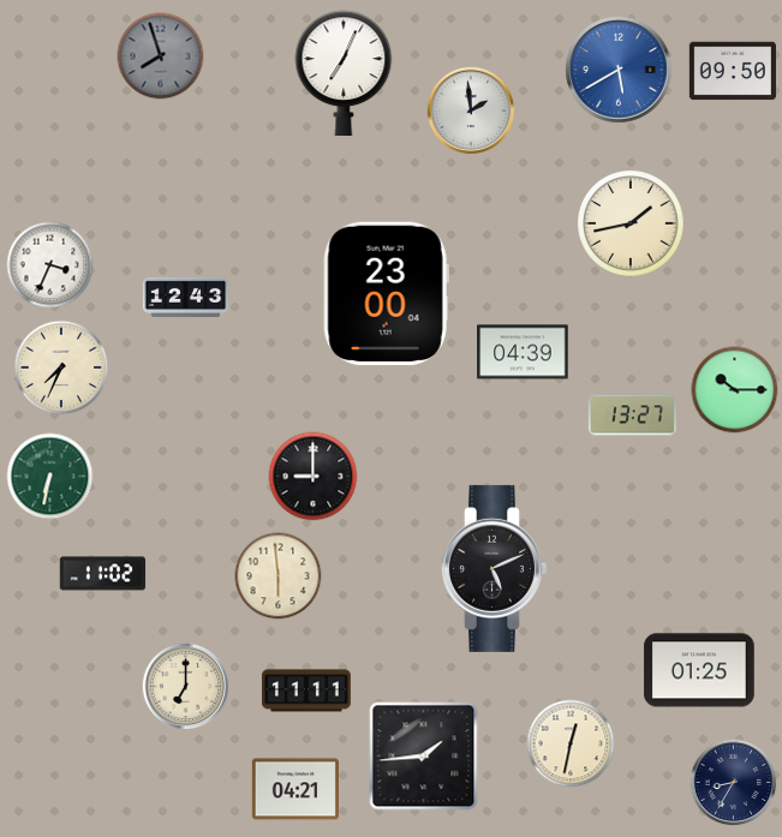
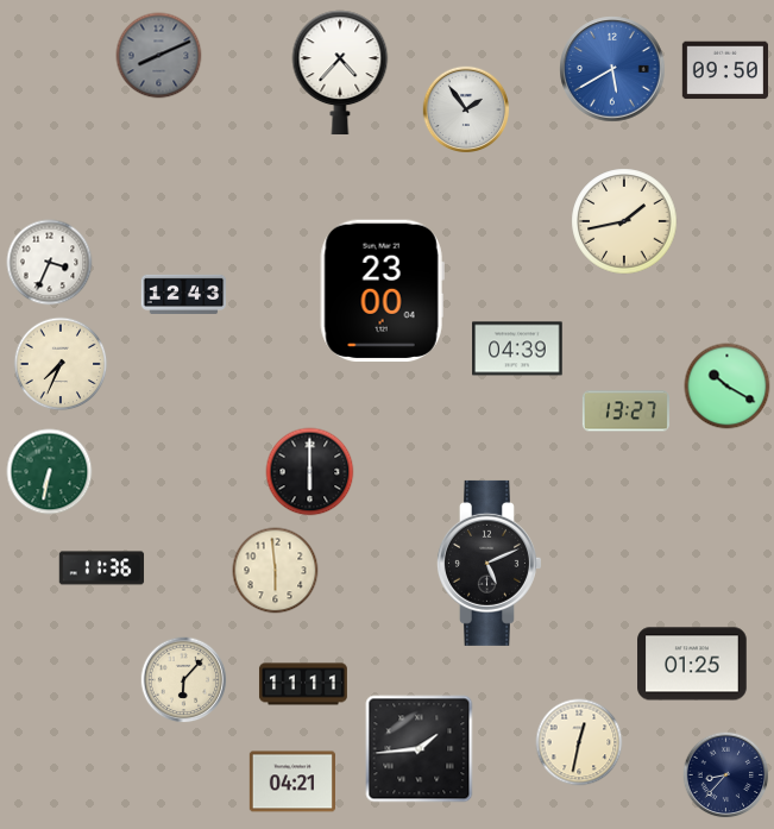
clock at (161, 56): 7:57 -> 8:11
clock at (344, 72): 7:04 -> 4:37
clock at (471, 110): 1:59 -> 1:54
clock at (735, 390): 10:15 -> 10:20
clock at (314, 477): 9:00 -> 6:00
clock at (103, 574): 11:02 -> 11:36
clock at (186, 687): 7:00 -> 6:07
clock at (571, 743) position: (571, 743) -> (579, 742)
clock at (734, 783): 8:35 -> 8:37
